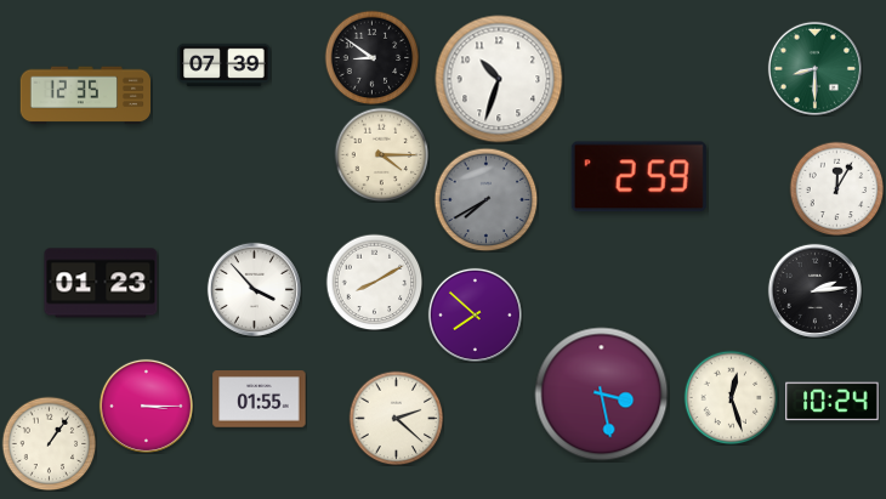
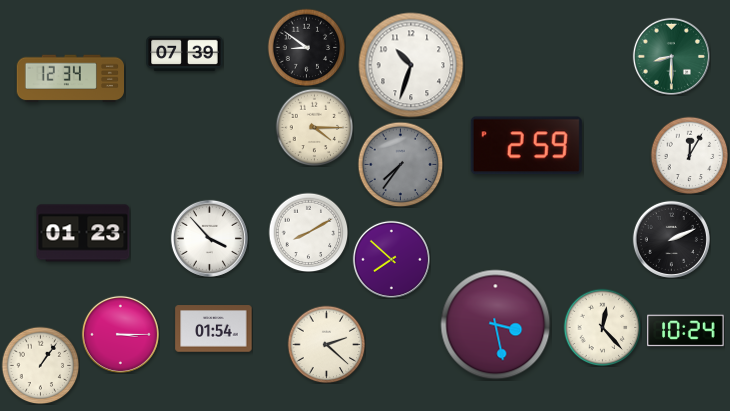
clock at (85, 96): 12:35 -> 12:34
clock at (485, 199): 7:40 -> 7:36
clock at (814, 290): 2:14 -> 2:11
clock at (731, 397): 12:27 -> 12:23
clock at (260, 399): 01:55 -> 01:54
